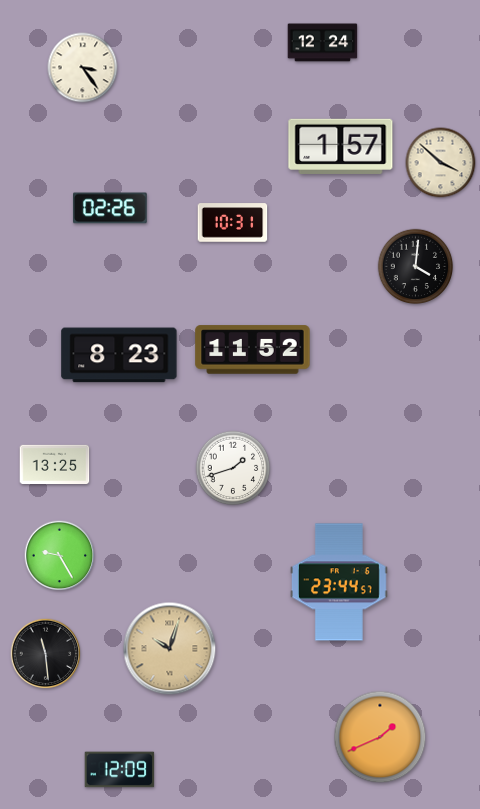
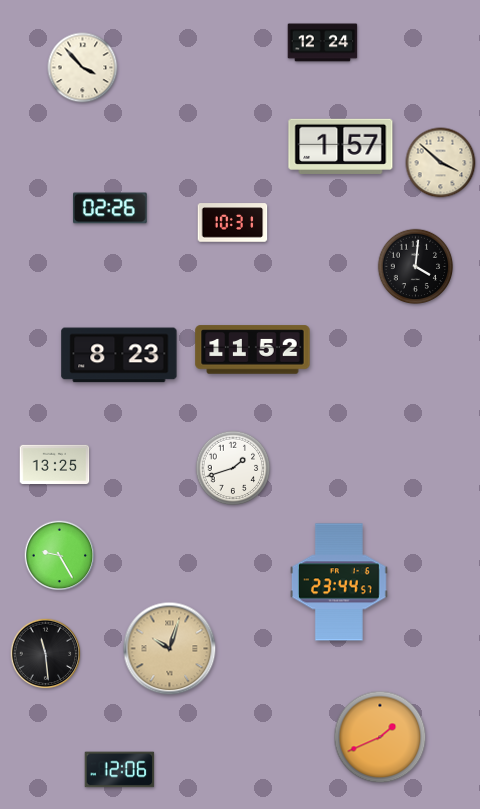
clock at (83, 68): 3:24 -> 3:53
clock at (120, 770): 12:09 -> 12:06
